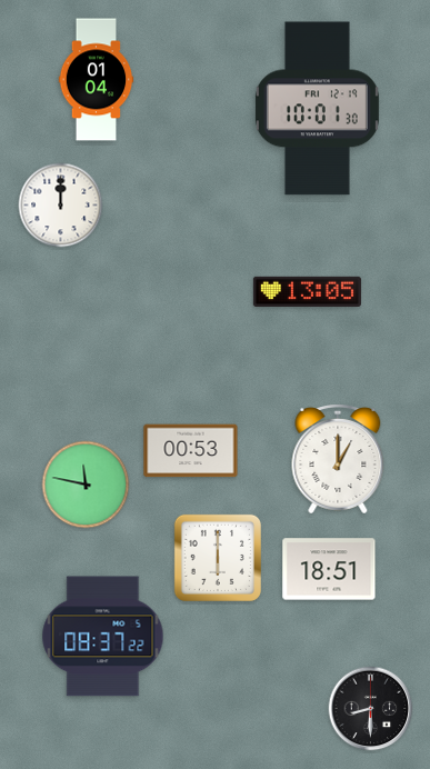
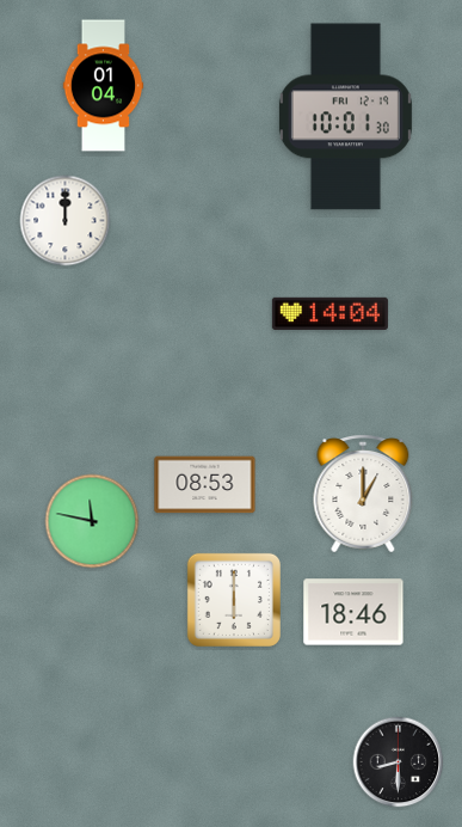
clock at (317, 109) position: (317, 109) -> (345, 117)
clock at (307, 291): 13:05 -> 14:04
clock at (191, 451): 00:53 -> 08:53
clock at (329, 569): 18:51 -> 18:46
clock at (103, 637): 08:37 -> none
